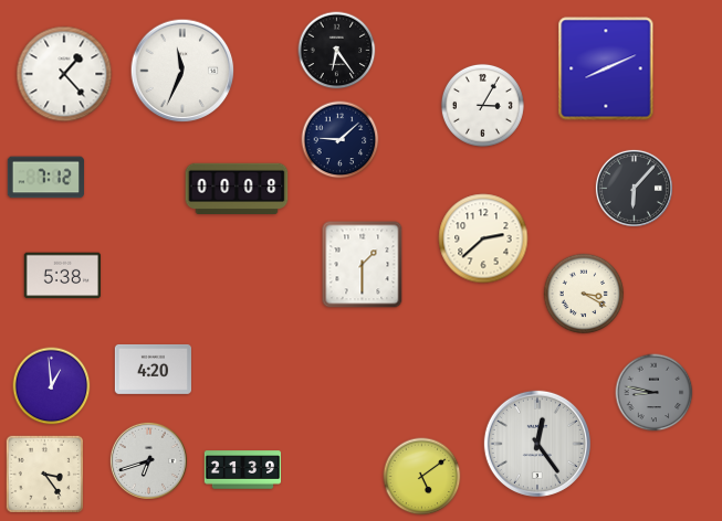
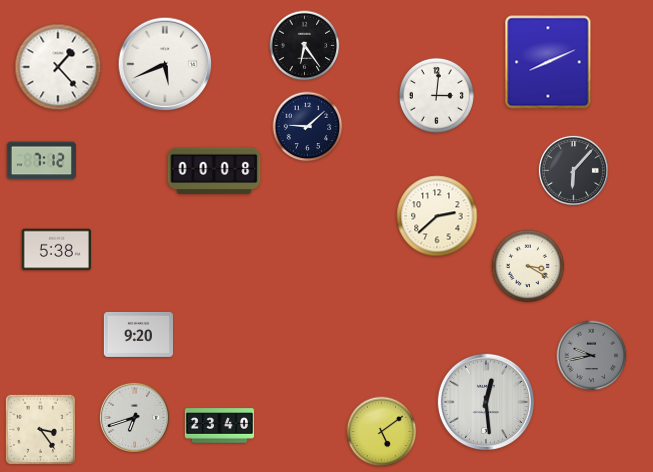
clock at (182, 71): 11:34 -> 5:41
clock at (482, 105): 3:05 -> 3:01
clock at (363, 265): 1:30 -> none
clock at (153, 369): 4:20 -> 9:20
clock at (52, 386): 12:59 -> none
clock at (655, 393): 8:47 -> 9:43
clock at (537, 444): 12:24 -> 12:29
clock at (243, 470): 21:39 -> 23:40
